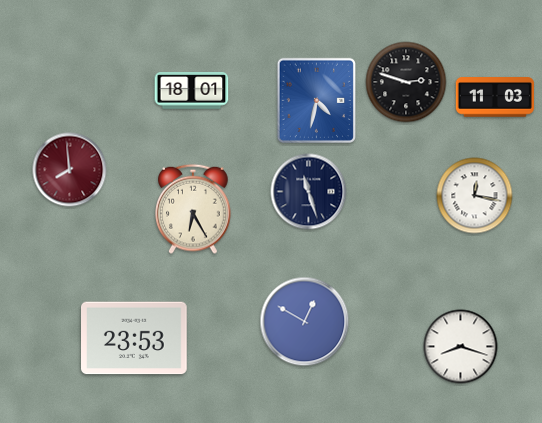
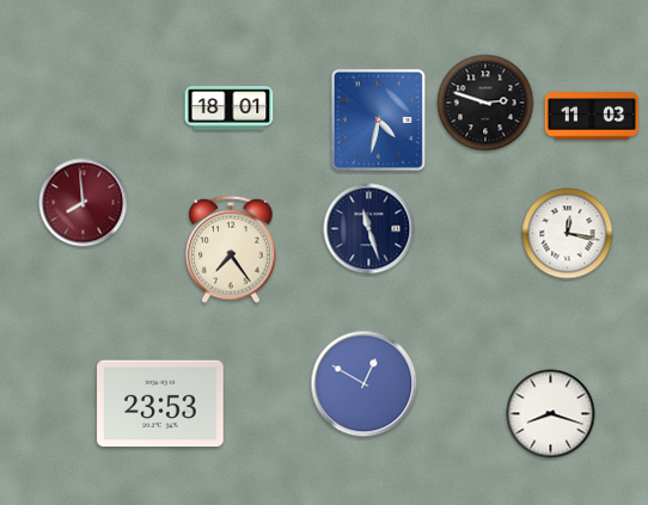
clock at (406, 82) position: (406, 82) -> (485, 103)
clock at (193, 209): 6:25 -> 7:24
